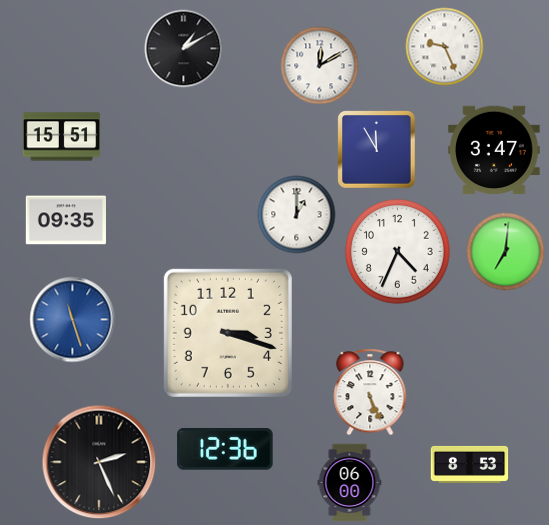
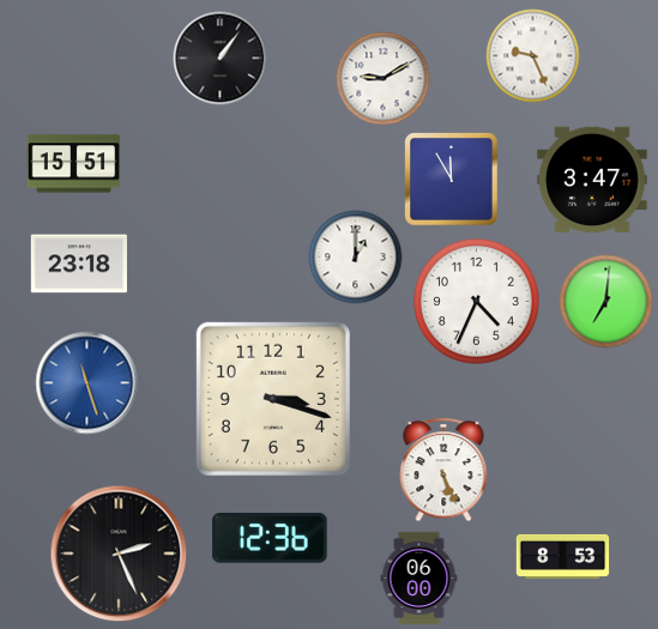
clock at (183, 48): 1:10 -> 1:06
clock at (319, 65): 12:10 -> 9:10
clock at (66, 220): 09:35 -> 23:18
